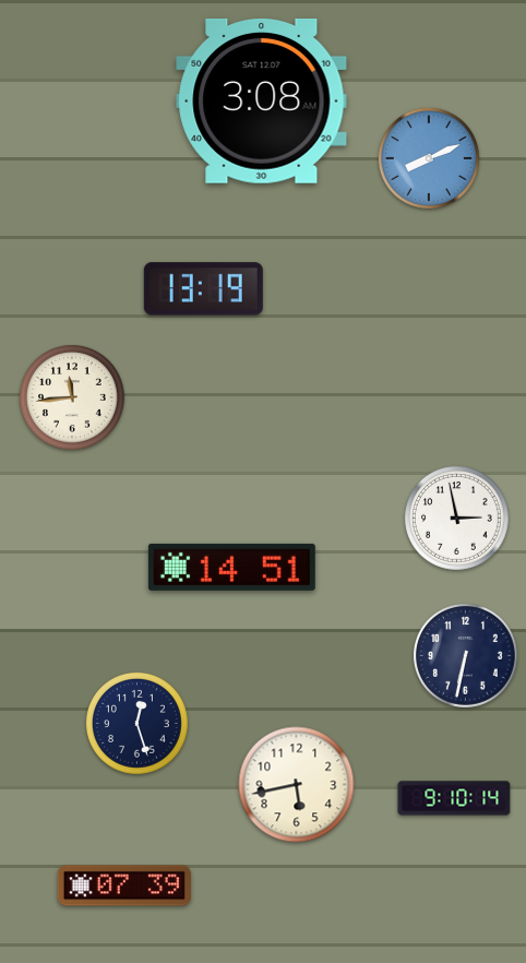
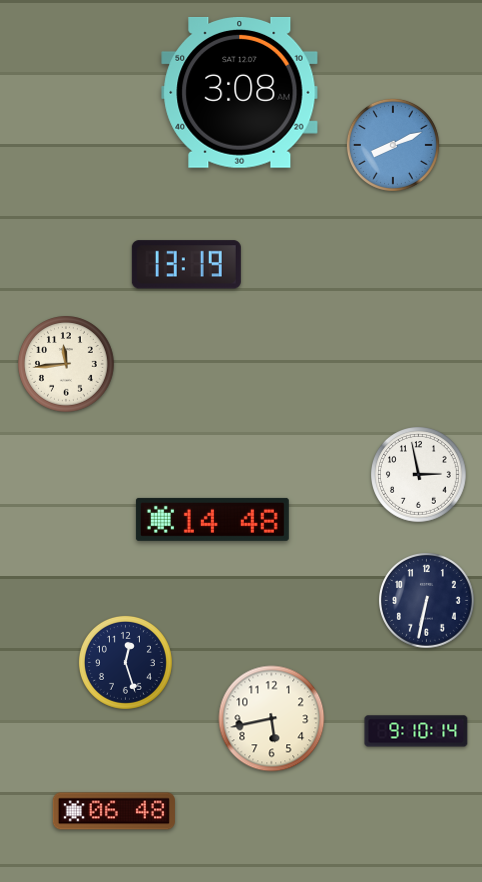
clock at (231, 567): 14:51 -> 14:48
clock at (124, 885): 07:39 -> 06:48
